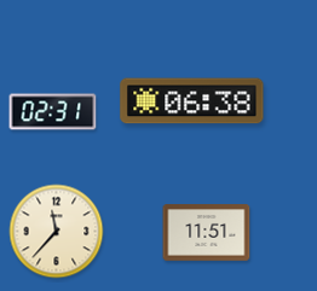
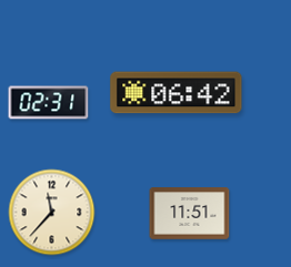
clock at (192, 101): 06:38 -> 06:42
